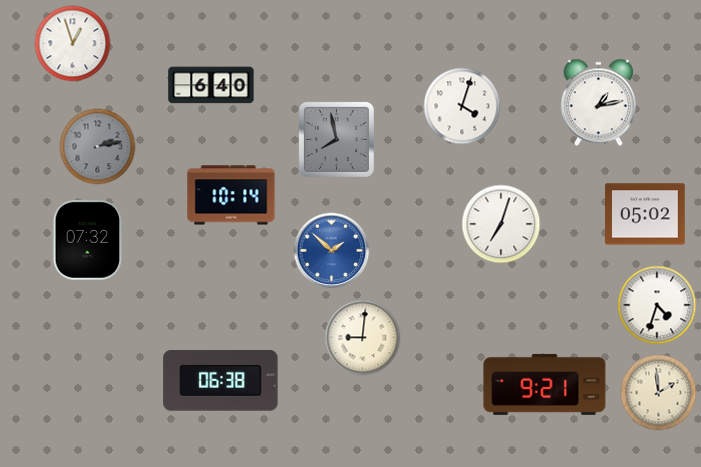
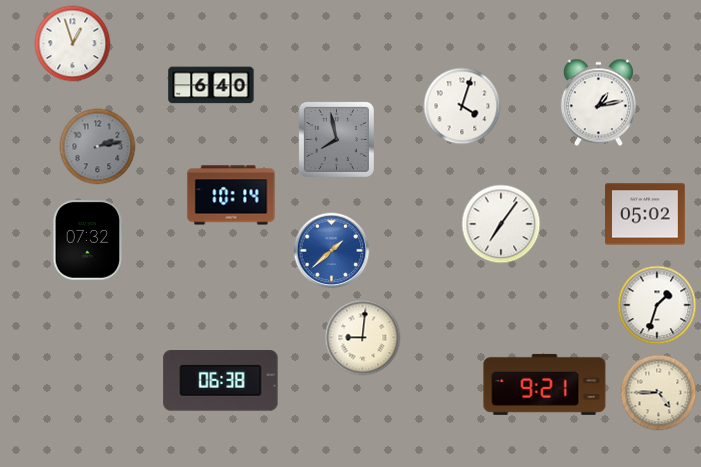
clock at (501, 224): 7:03 -> 7:06
clock at (332, 251): 1:52 -> 1:38
clock at (657, 305): 4:33 -> 1:33
clock at (659, 393): 1:59 -> 4:45
